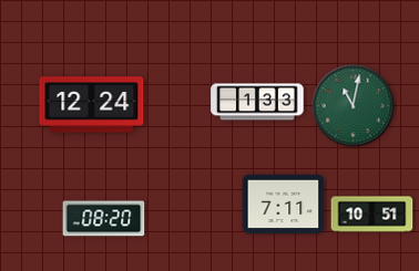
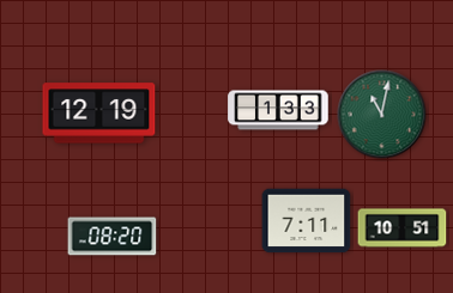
clock at (92, 105): 12:24 -> 12:19
clock at (372, 215) position: (372, 215) -> (403, 228)
